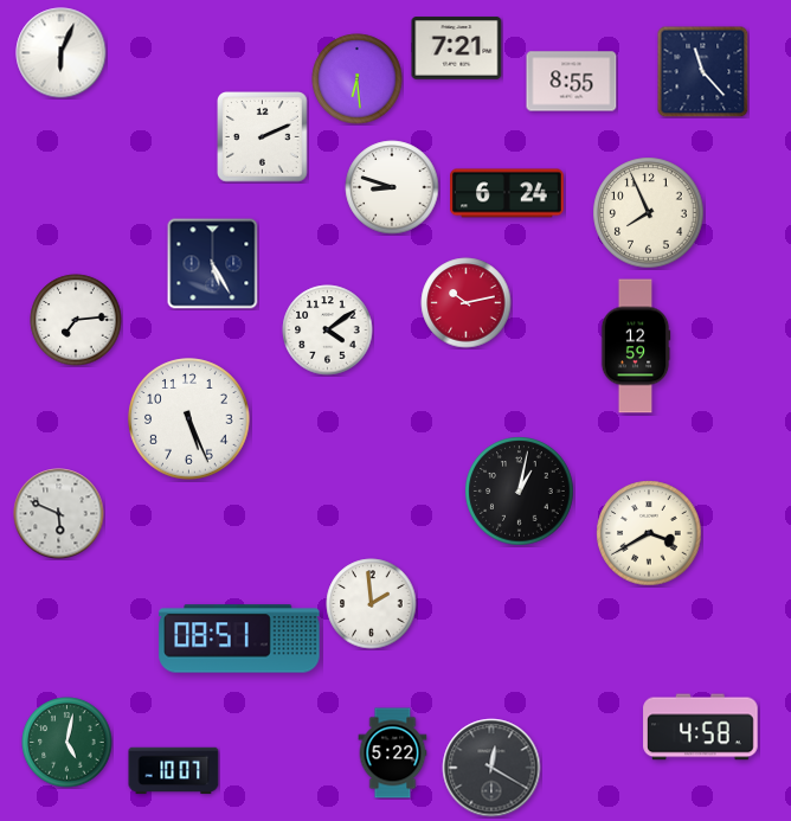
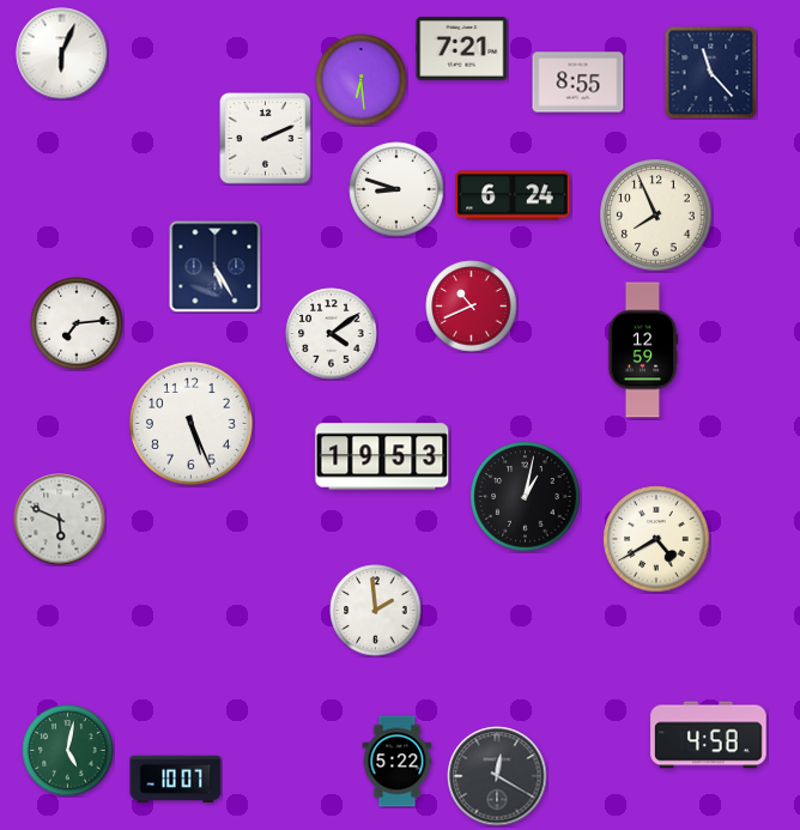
clock at (467, 303): 10:13 -> 10:41
clock at (382, 456): none -> 19:53
clock at (649, 533): 3:40 -> 4:40
clock at (239, 639): 08:51 -> none
